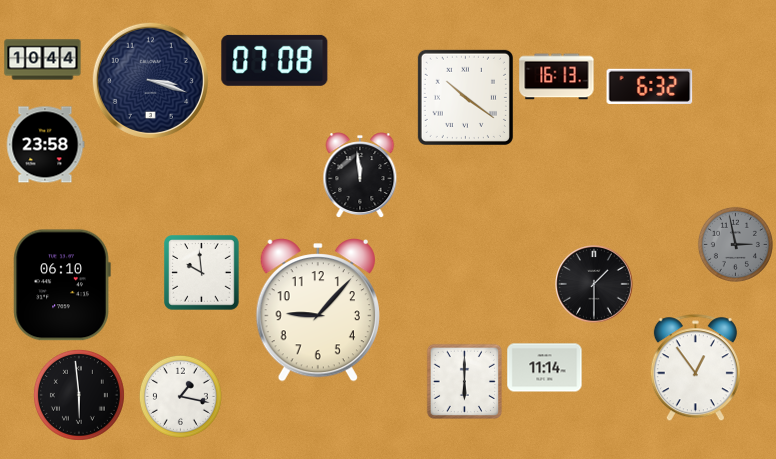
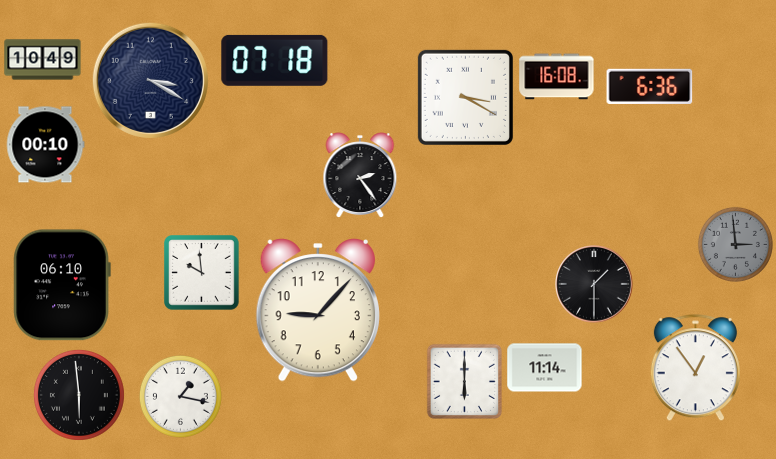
clock at (43, 60): 10:44 -> 10:49
clock at (275, 60): 07:08 -> 07:18
clock at (557, 77): 16:13 -> 16:08
clock at (150, 80): 3:18 -> 3:20
clock at (650, 86): 6:32 -> 6:36
clock at (465, 97): 10:21 -> 3:20
clock at (45, 145): 23:58 -> 00:10
clock at (360, 175): 11:59 -> 2:24
clock at (735, 244): 2:58 -> 2:59
